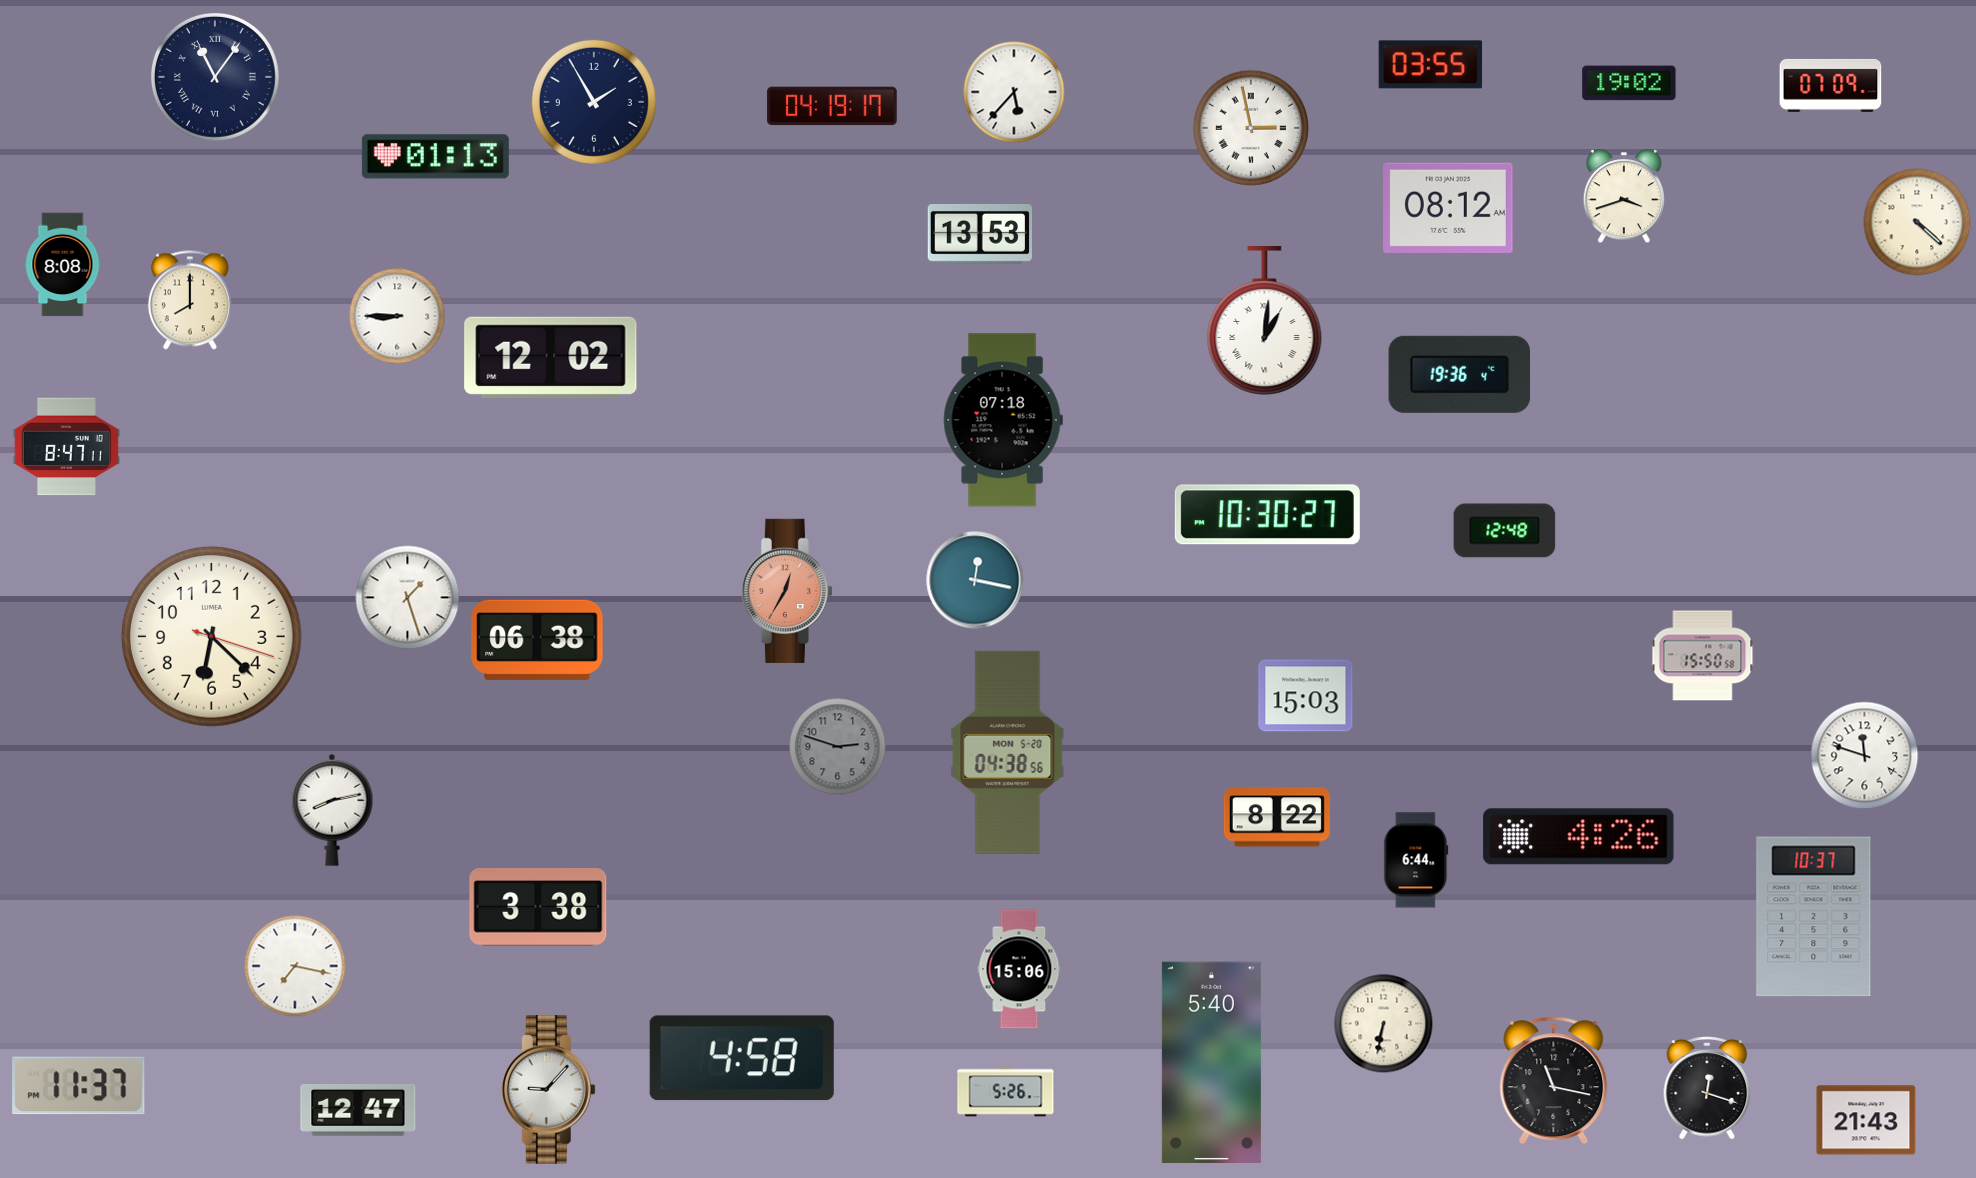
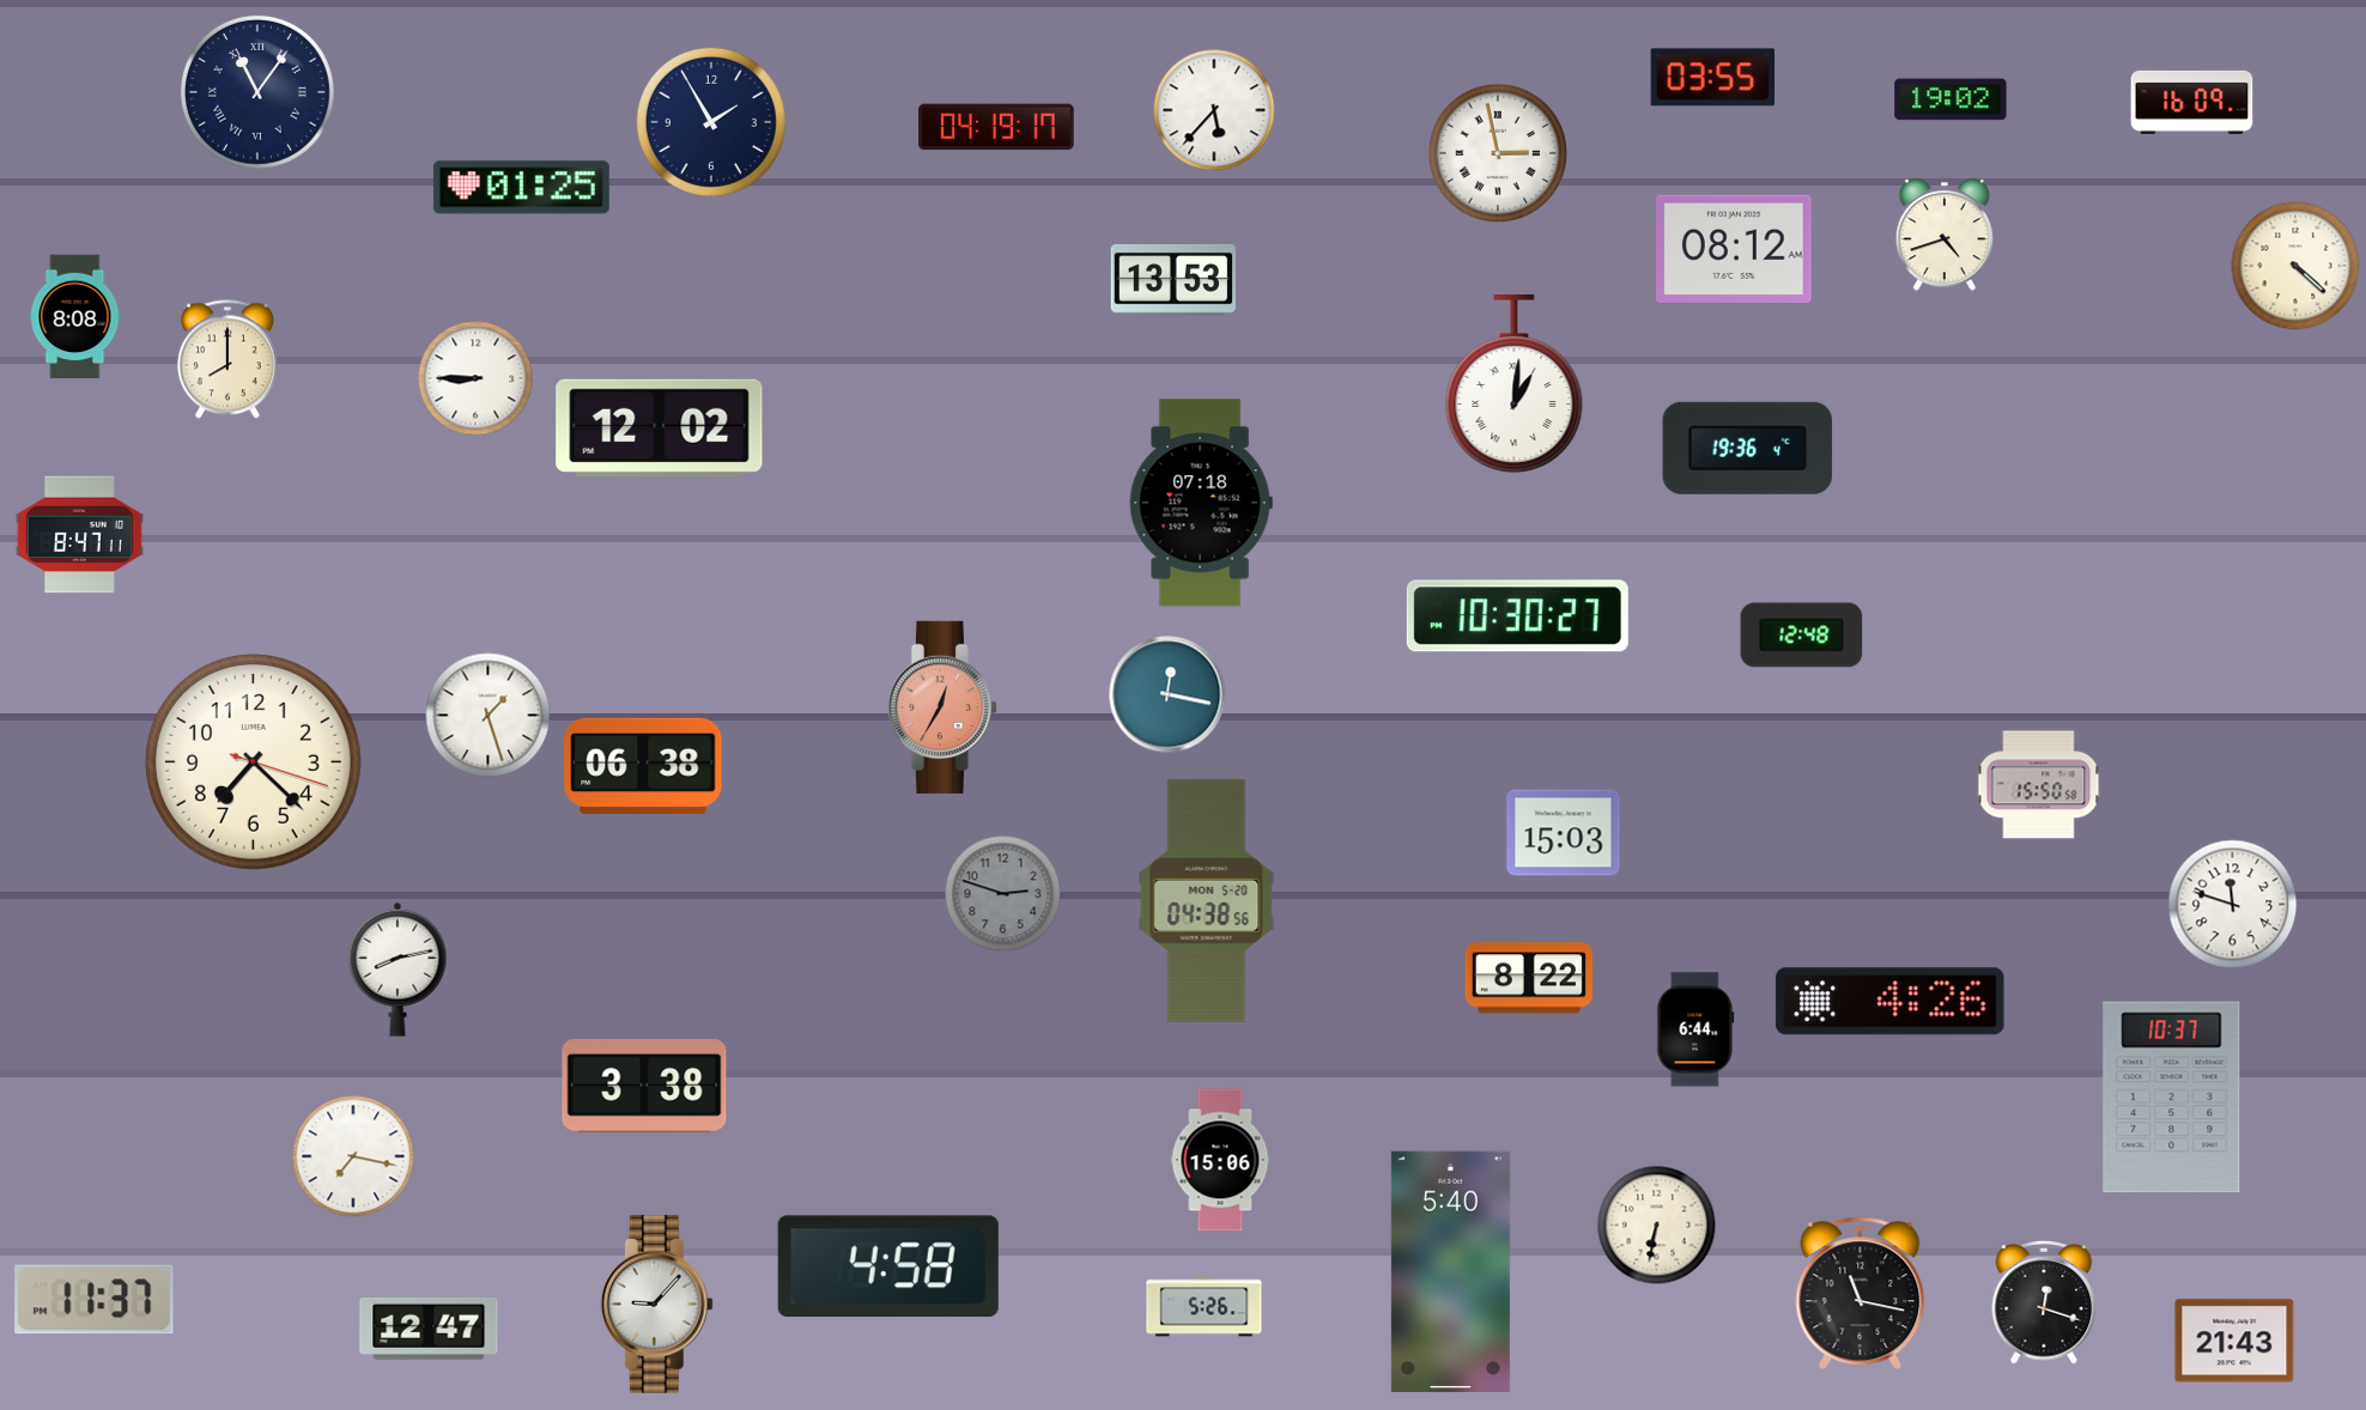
clock at (1831, 85): 07:09 -> 16:09
clock at (435, 157): 01:13 -> 01:25
clock at (1624, 197): 3:42 -> 4:42
clock at (211, 636): 6:22 -> 7:22
